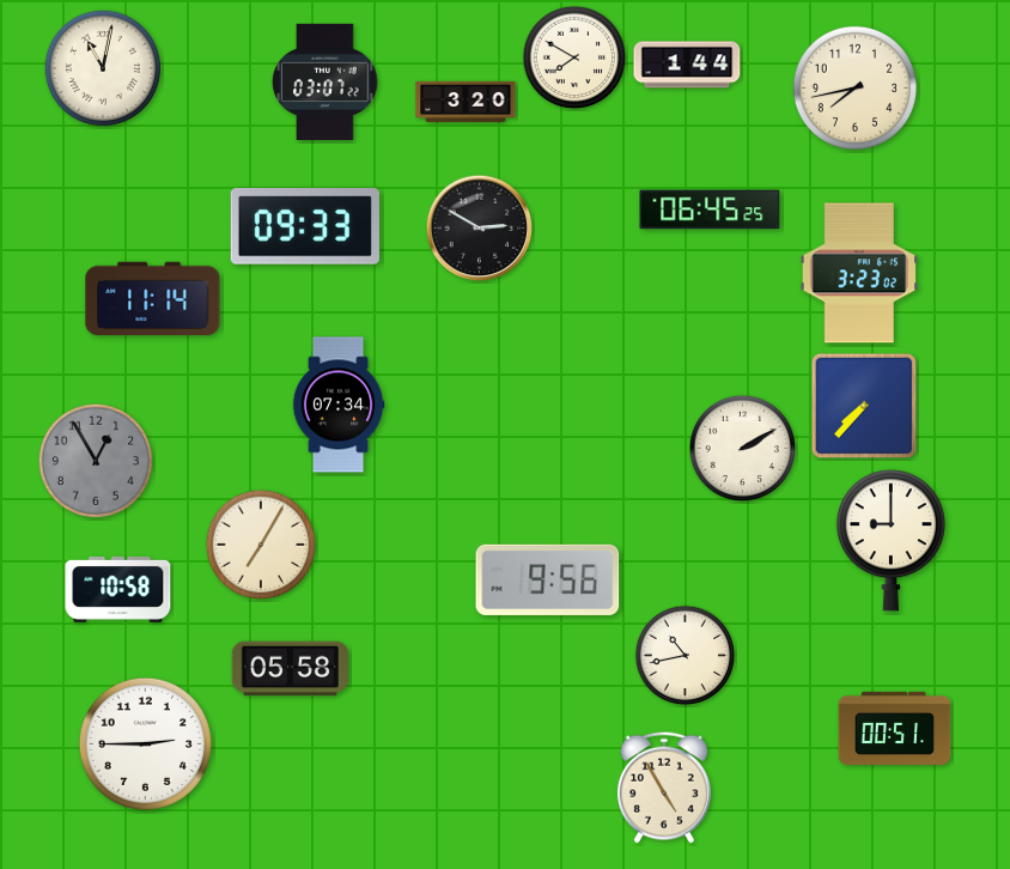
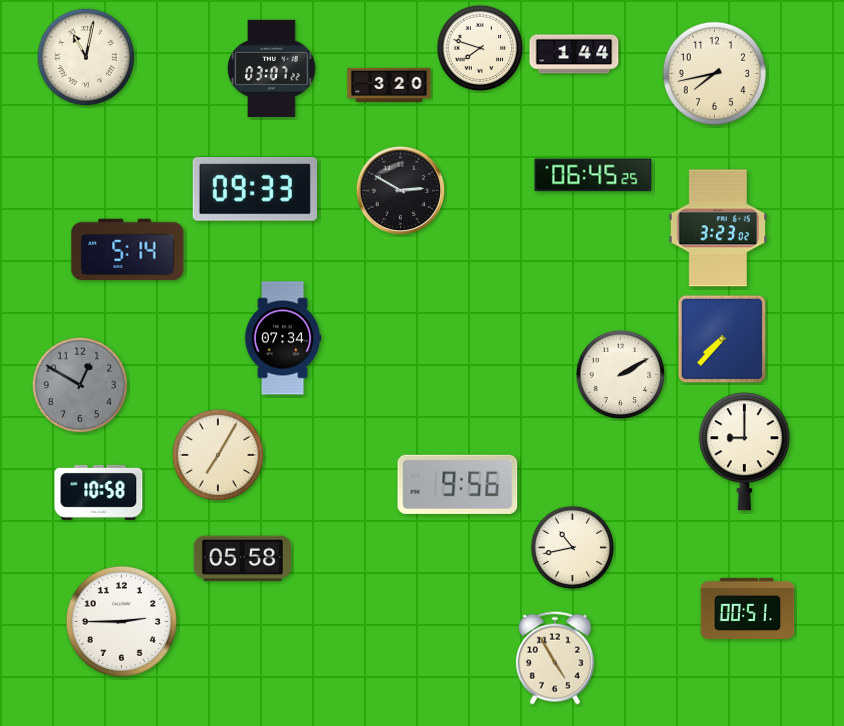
clock at (574, 57): 7:50 -> 7:48
clock at (153, 299): 11:14 -> 5:14
clock at (96, 461): 12:55 -> 12:50
